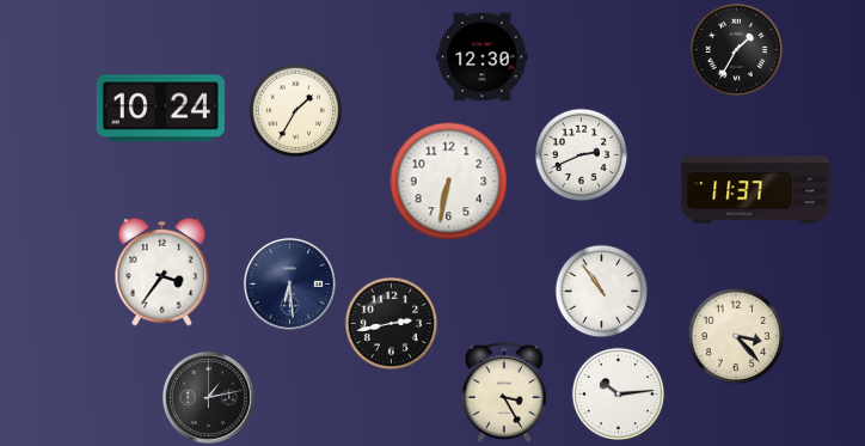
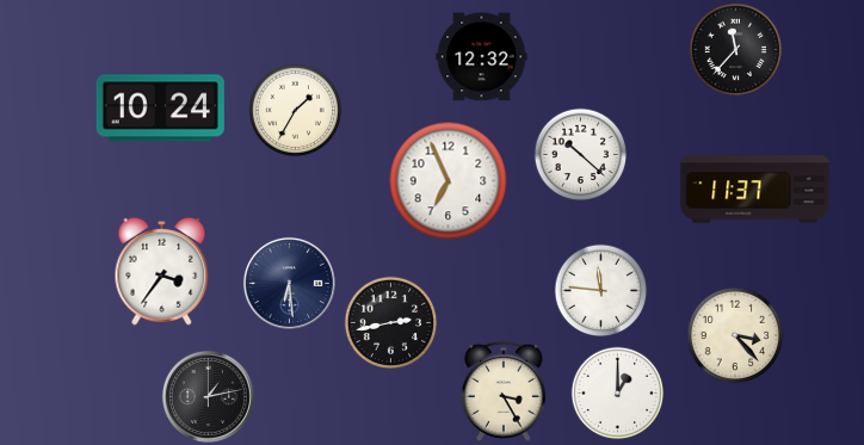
clock at (736, 49): 1:35 -> 11:37
clock at (483, 57): 12:30 -> 12:32
clock at (581, 154): 2:41 -> 10:22
clock at (449, 182): 6:32 -> 6:56
clock at (601, 291): 10:54 -> 11:46
clock at (618, 393): 10:14 -> 1:00
